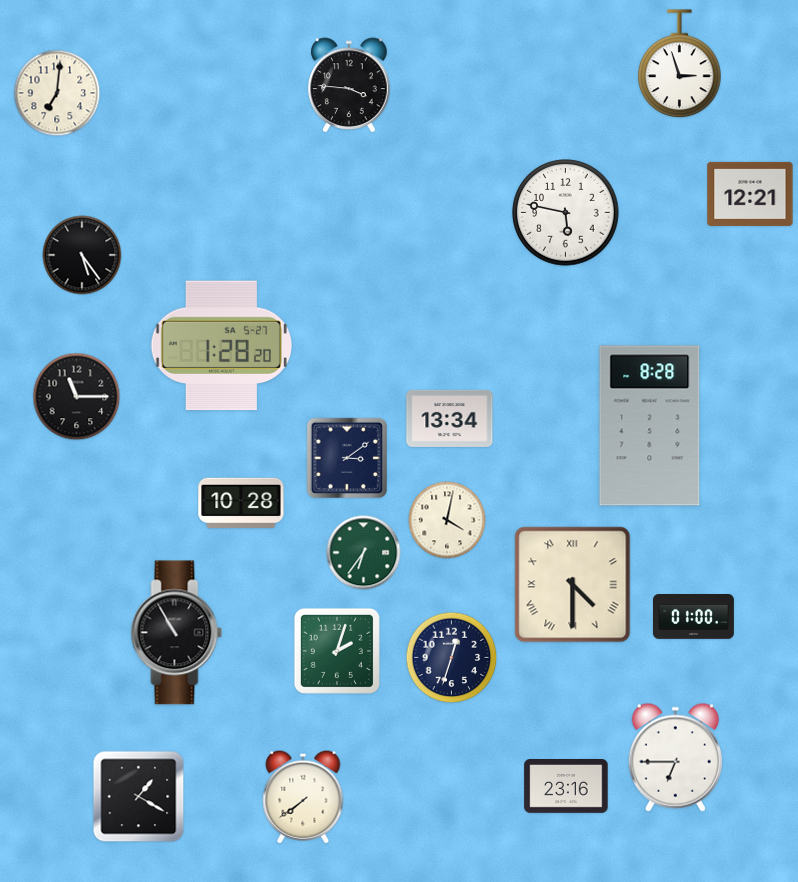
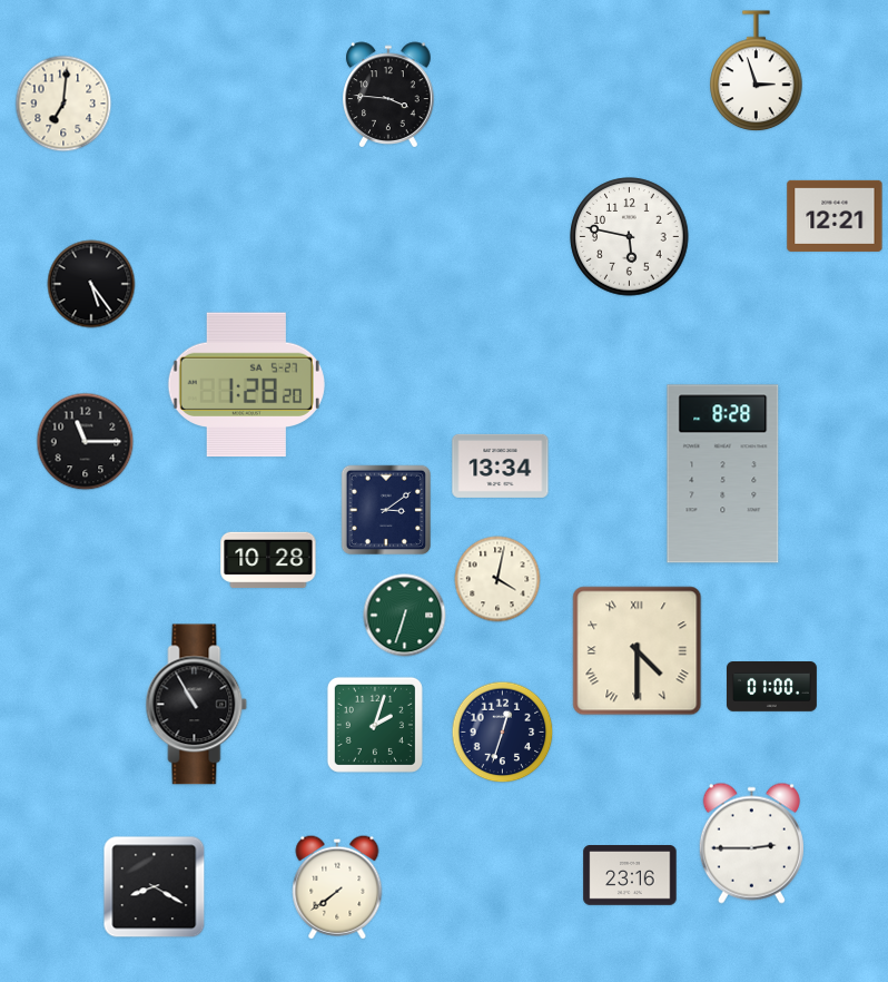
clock at (364, 553): 6:36 -> 6:33
clock at (675, 757): 6:45 -> 2:45
clock at (139, 797): 1:20 -> 8:20
